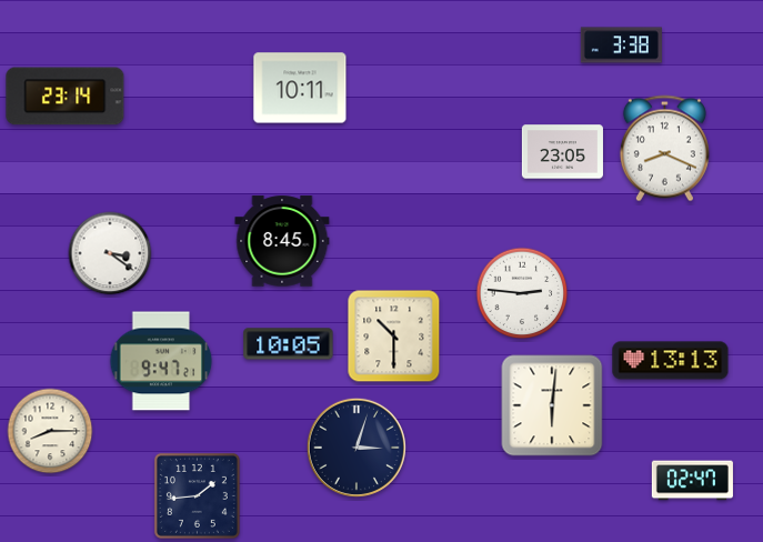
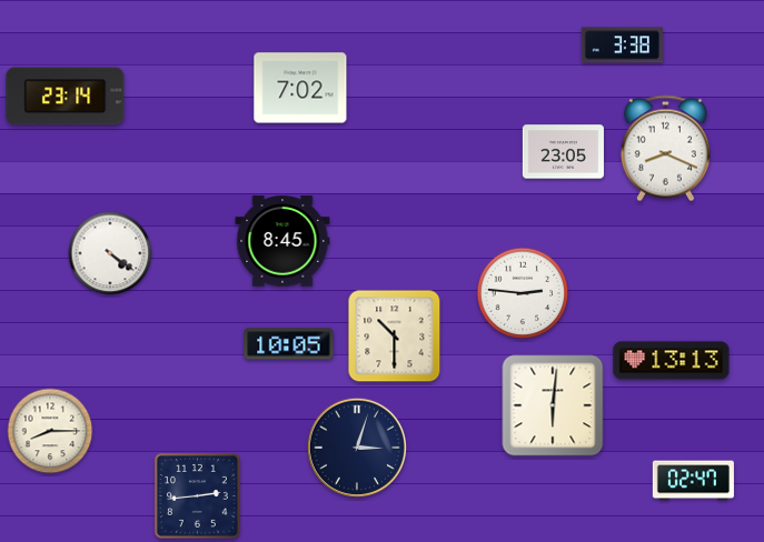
clock at (300, 88): 10:11 -> 7:02
clock at (110, 253): 3:21 -> 4:21
clock at (161, 361): 9:47 -> none
clock at (197, 495): 1:44 -> 2:44
